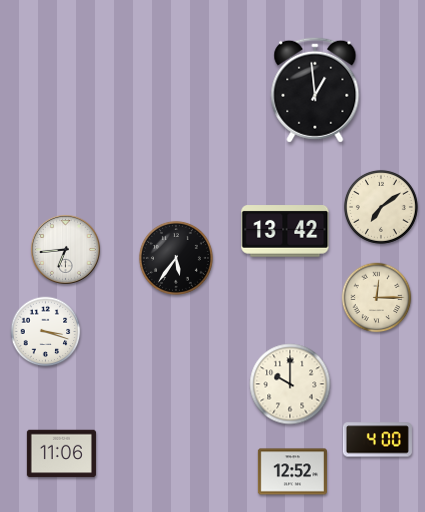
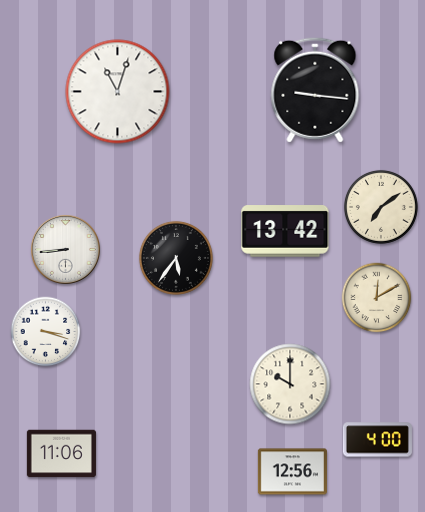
clock at (315, 90): 12:59 -> 9:16
clock at (118, 92): none -> 11:03
clock at (65, 249): 6:44 -> 8:44
clock at (377, 298): 12:15 -> 12:10
clock at (292, 472): 12:52 -> 12:56
